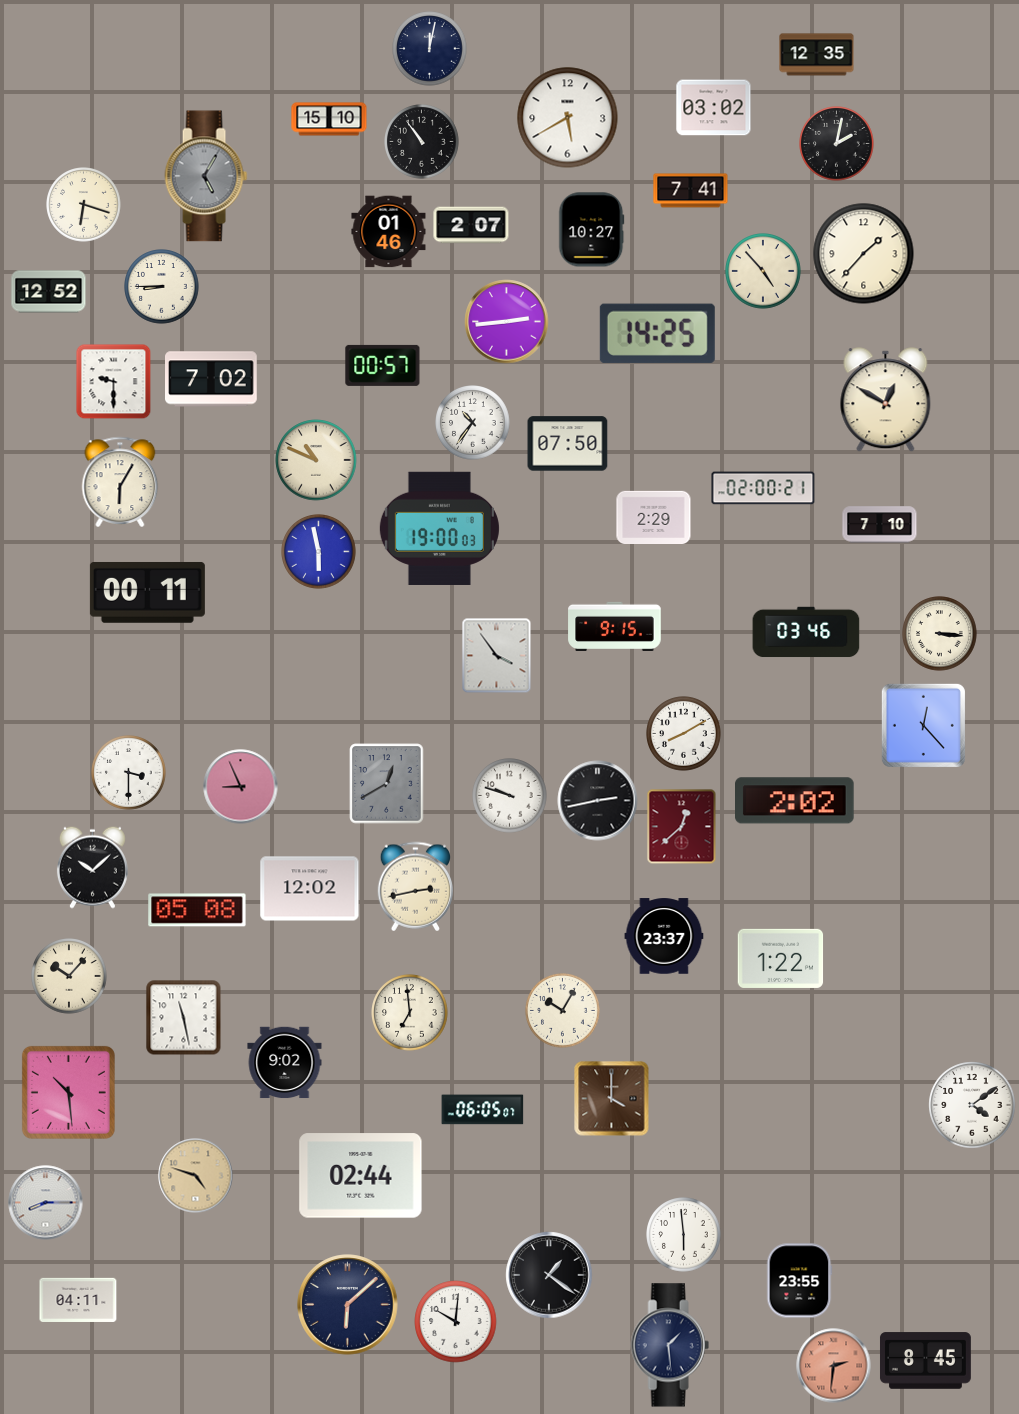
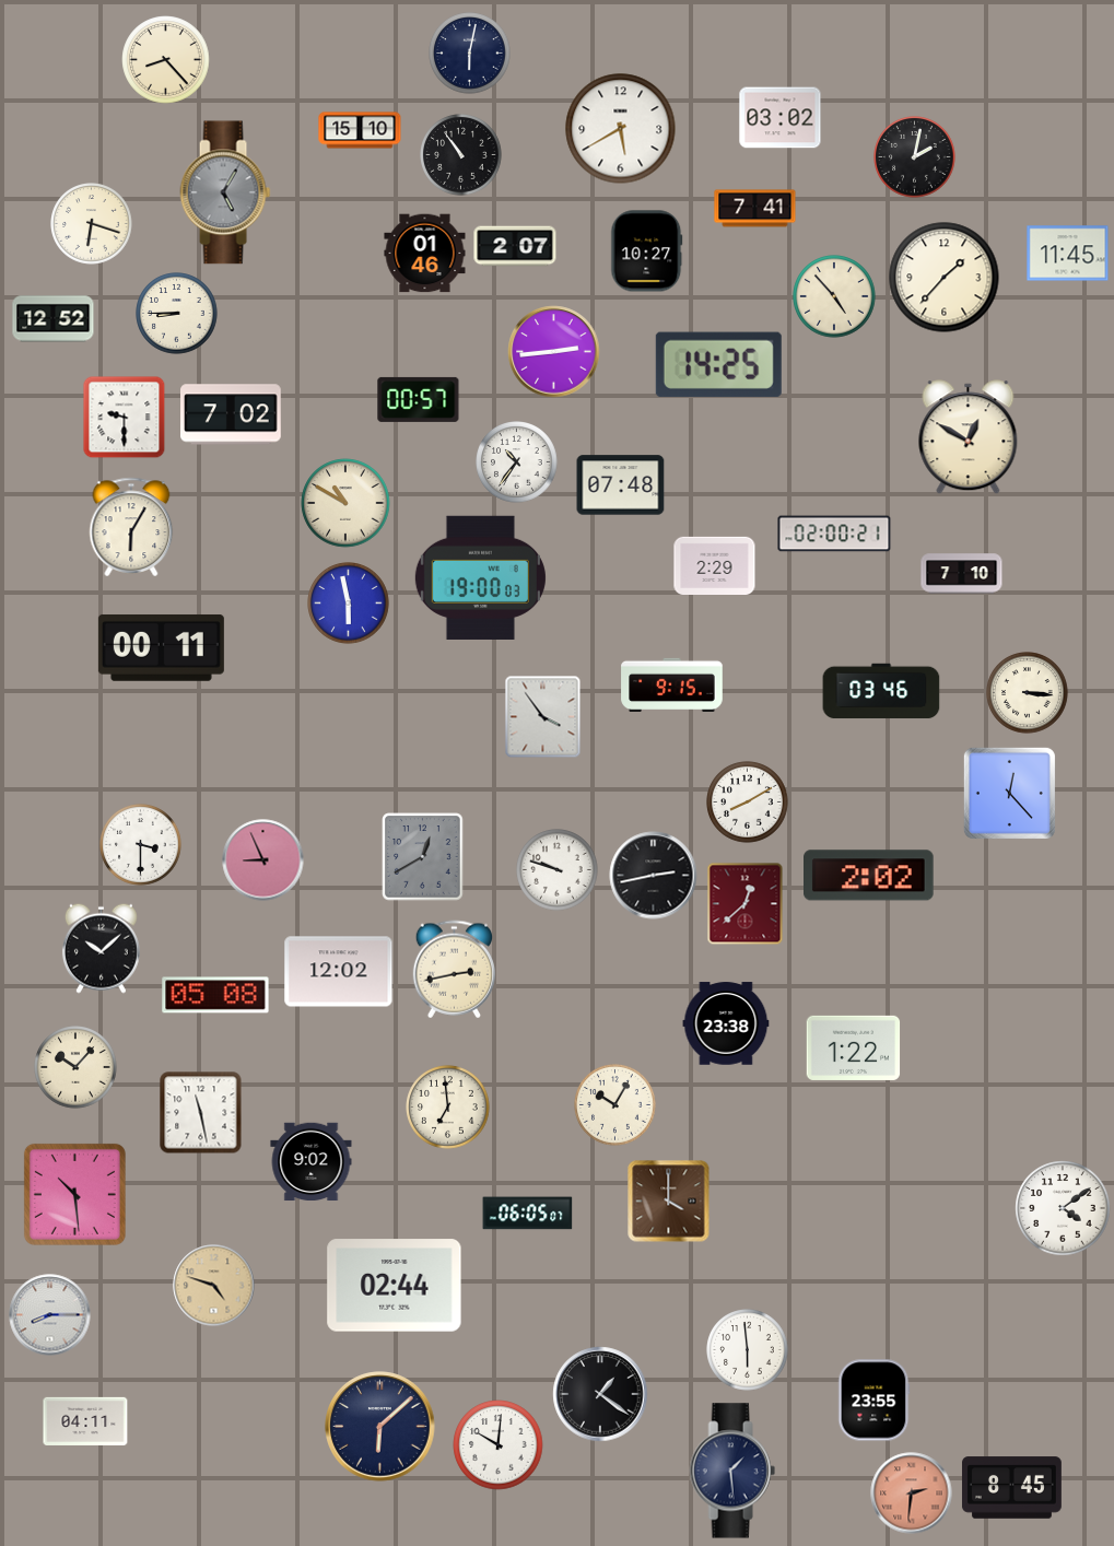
clock at (430, 49): 12:02 -> 6:02
clock at (166, 60): none -> 8:23
clock at (817, 55): 12:35 -> none
clock at (1068, 254): none -> 11:45
clock at (568, 444): 07:50 -> 07:48
clock at (316, 460): 10:49 -> 10:50
clock at (664, 936): 23:37 -> 23:38
